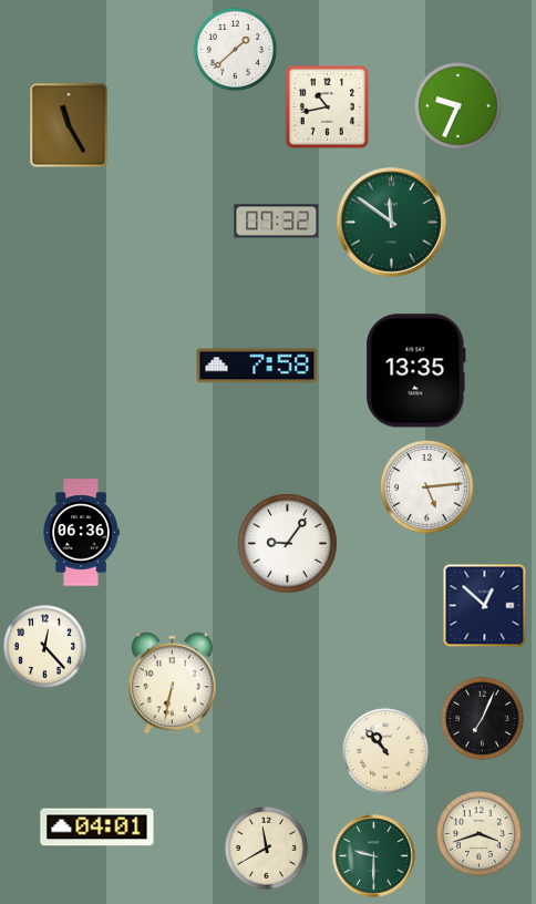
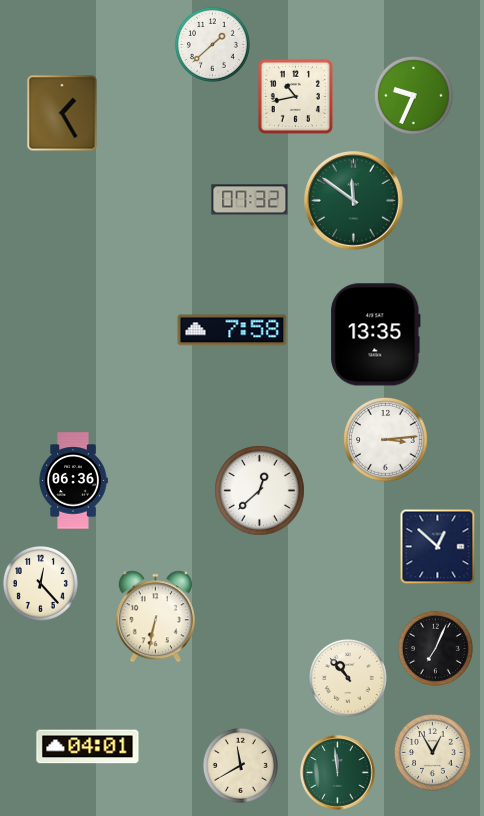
clock at (69, 125): 11:25 -> 1:25
clock at (427, 487): 5:14 -> 3:14
clock at (288, 544): 9:06 -> 12:38
clock at (478, 833): 3:42 -> 12:55
clock at (374, 856): 9:30 -> 11:59
